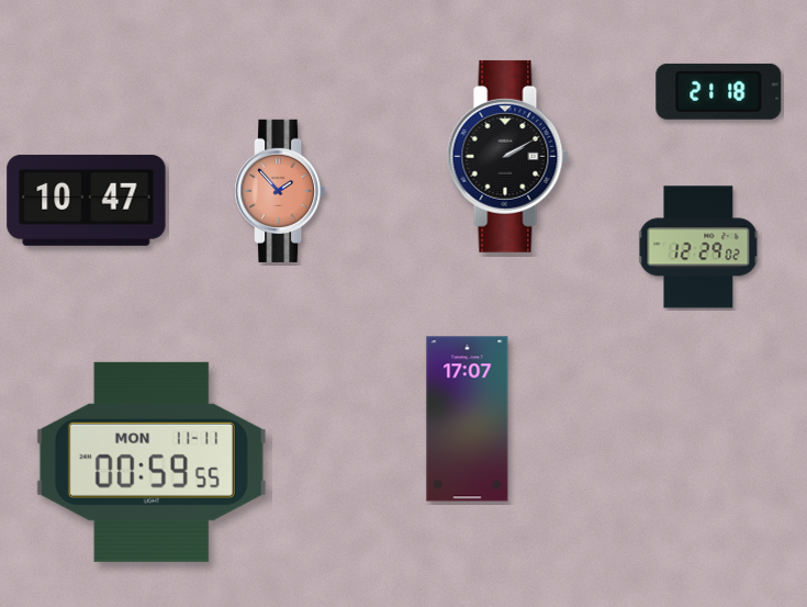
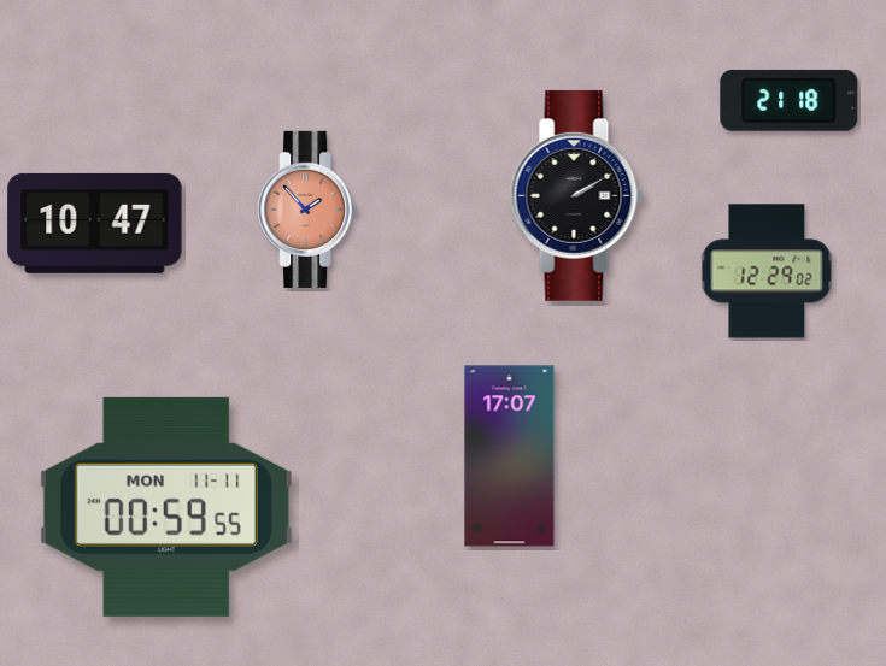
clock at (507, 156) position: (507, 156) -> (576, 195)
clock at (87, 200) position: (87, 200) -> (95, 223)
clock at (468, 419) position: (468, 419) -> (510, 456)
